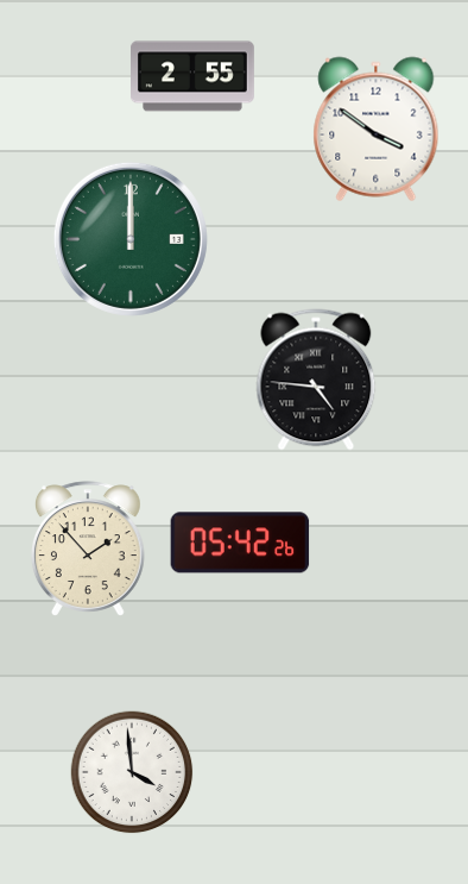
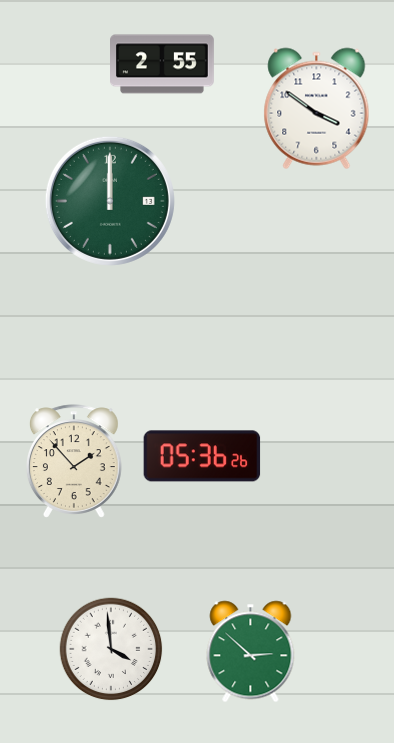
clock at (316, 380): 4:46 -> none
clock at (240, 543): 05:42 -> 05:36
clock at (251, 652): none -> 2:52
